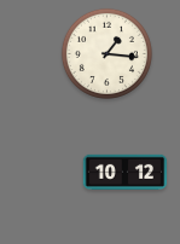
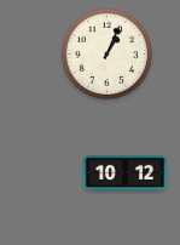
clock at (106, 53): 1:16 -> 1:04
